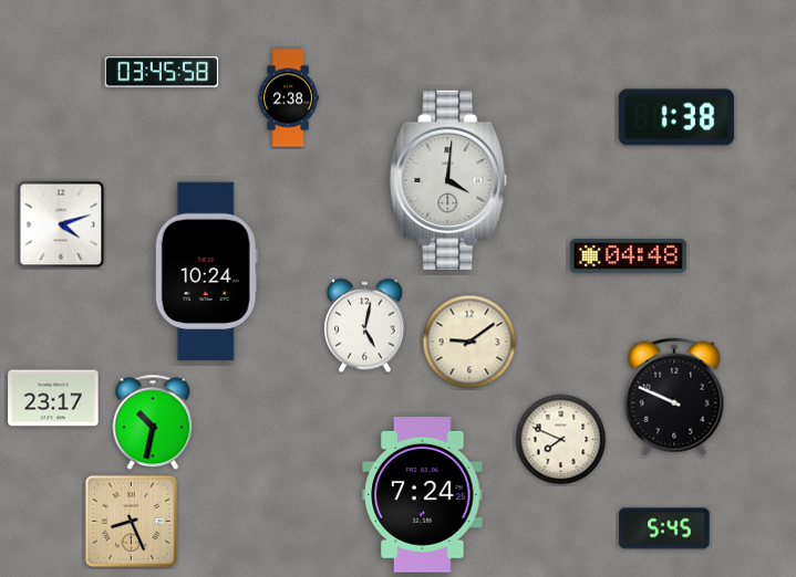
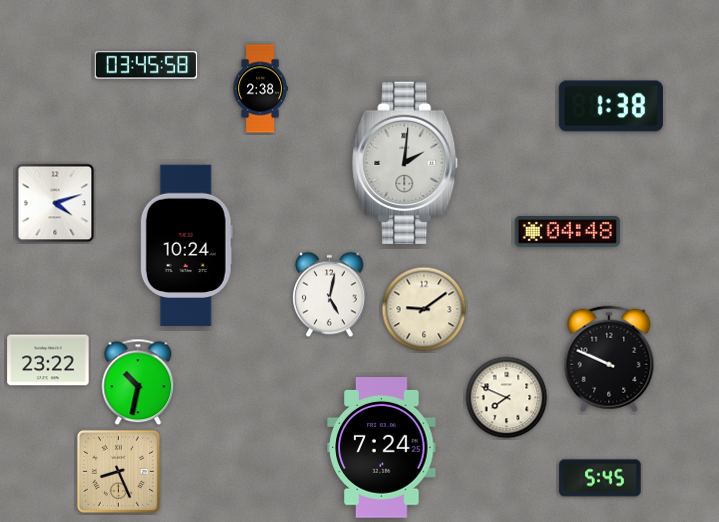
clock at (449, 180): 4:01 -> 2:01
clock at (53, 398): 23:17 -> 23:22
